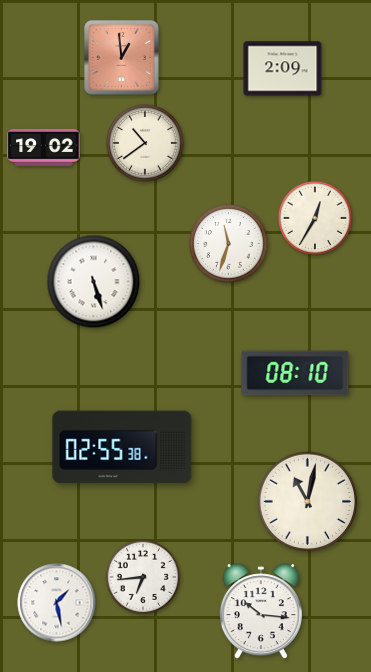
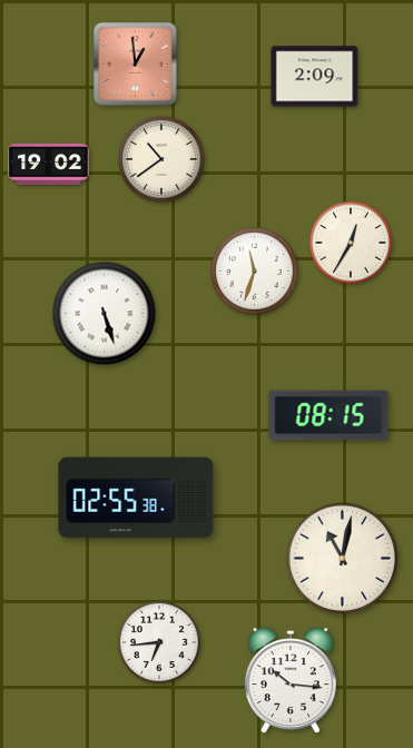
clock at (295, 373): 08:10 -> 08:15
clock at (57, 603): 1:28 -> none
